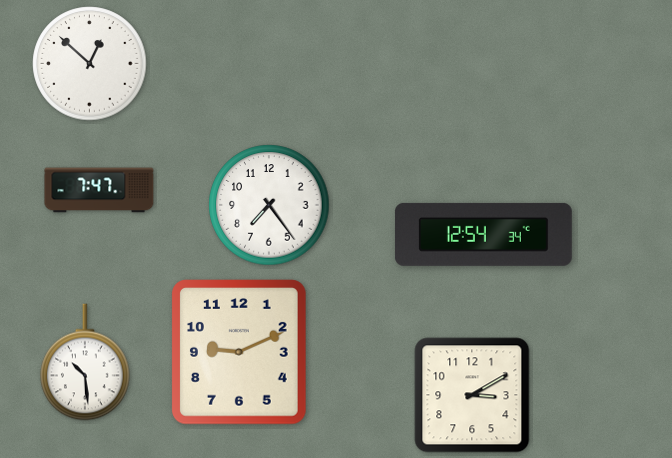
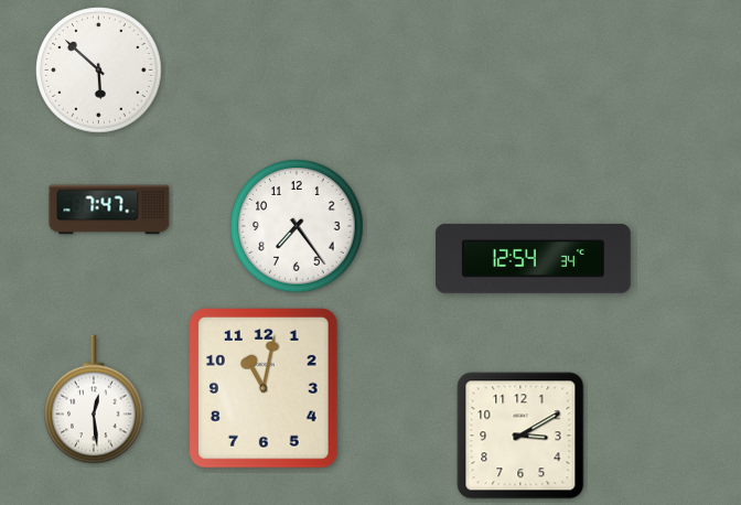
clock at (90, 64): 12:52 -> 5:52
clock at (240, 352): 9:11 -> 11:02
clock at (85, 362): 10:29 -> 12:29
